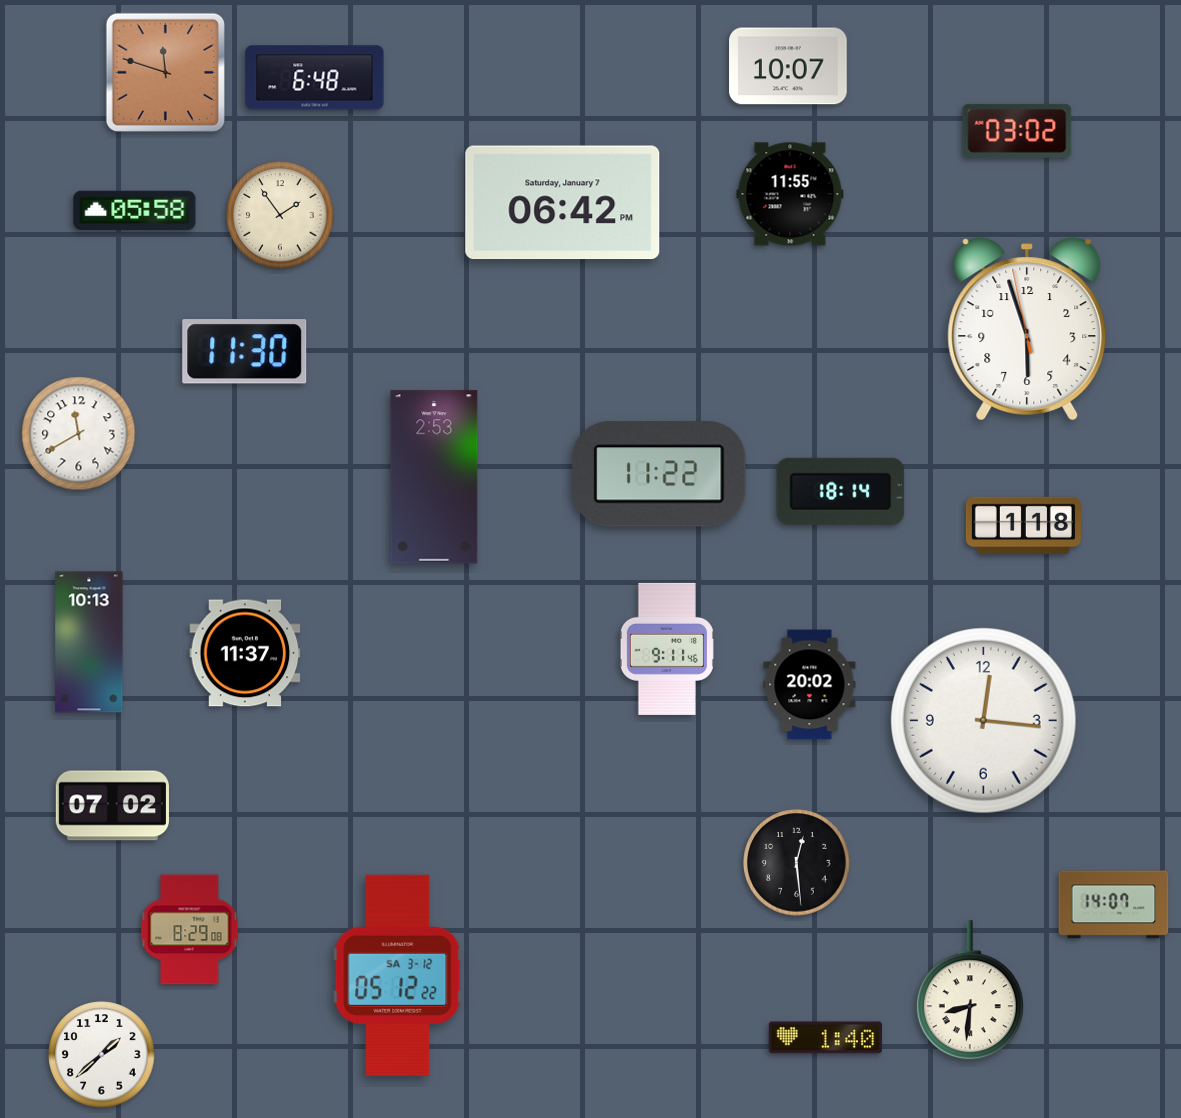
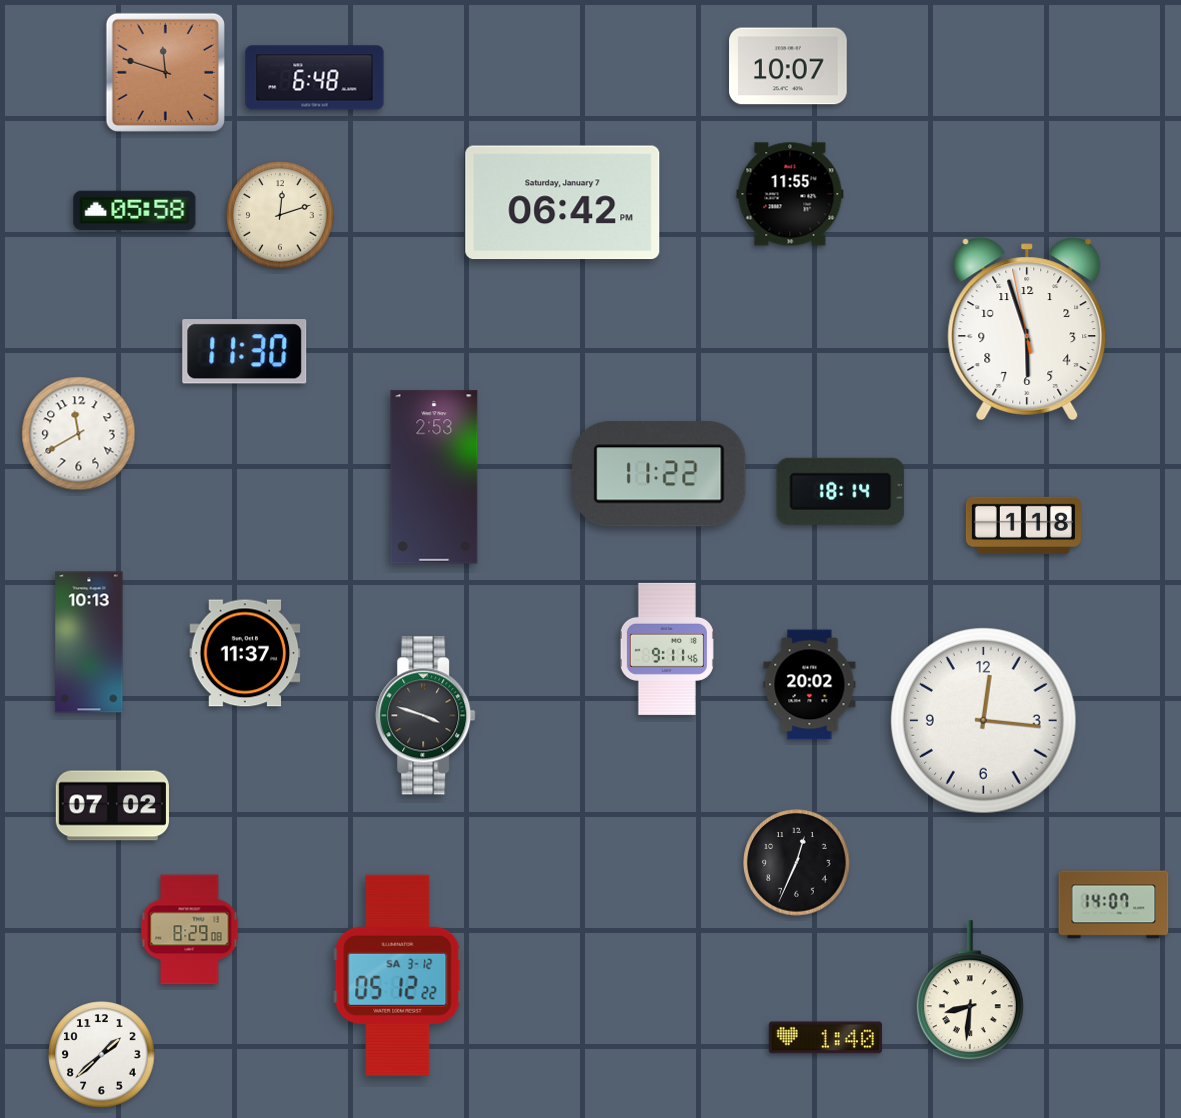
clock at (1017, 131): 03:02 -> none
clock at (280, 215): 1:54 -> 12:12
clock at (426, 716): none -> 3:48
clock at (797, 863): 12:29 -> 12:34
